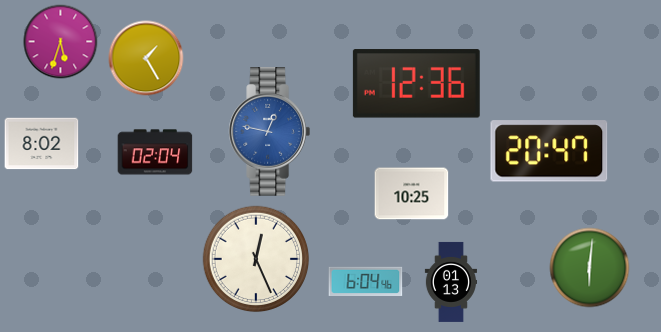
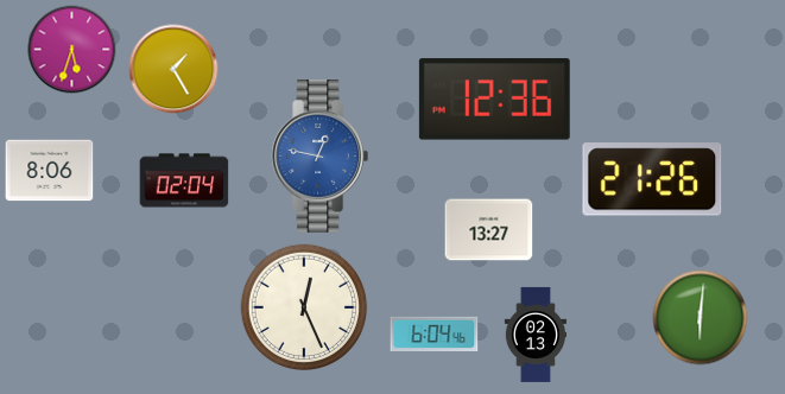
clock at (42, 144): 8:02 -> 8:06
clock at (549, 151): 20:47 -> 21:26
clock at (412, 194): 10:25 -> 13:27
clock at (450, 282): 01:13 -> 02:13
